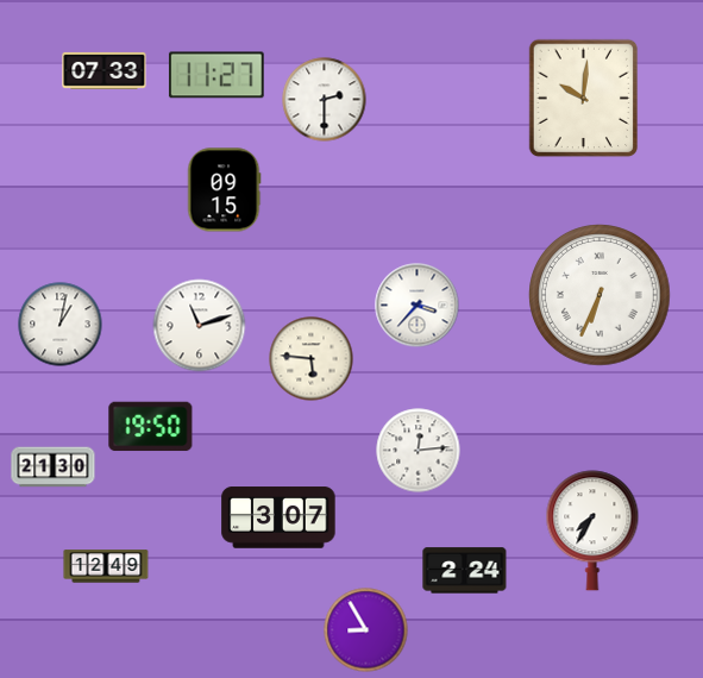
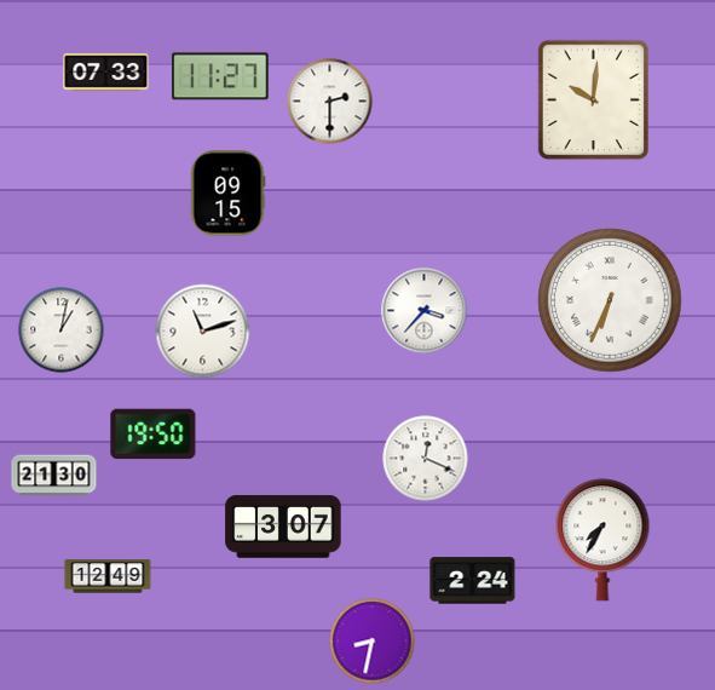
clock at (312, 359): 5:46 -> none
clock at (419, 451): 12:14 -> 12:19
clock at (366, 630): 8:55 -> 8:32
